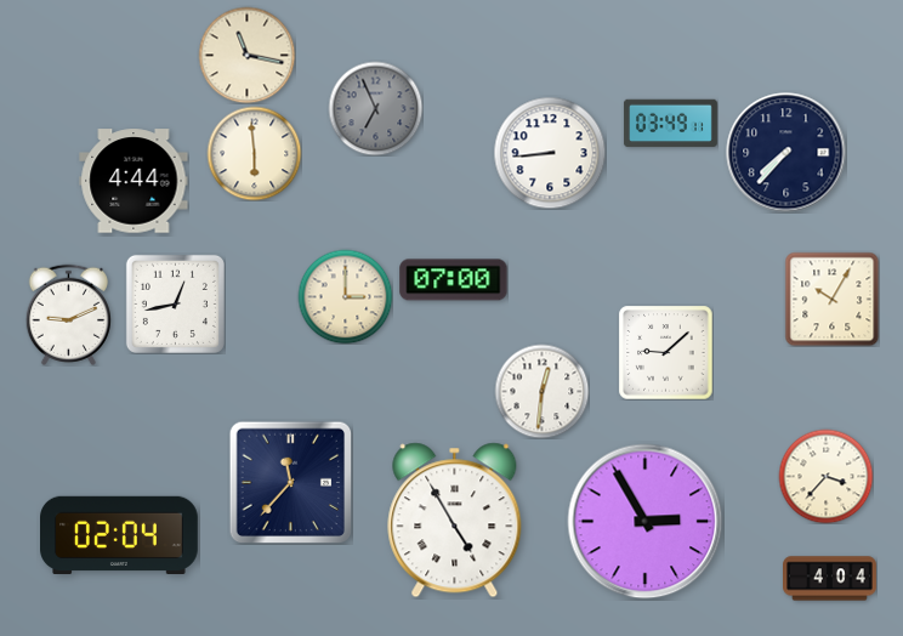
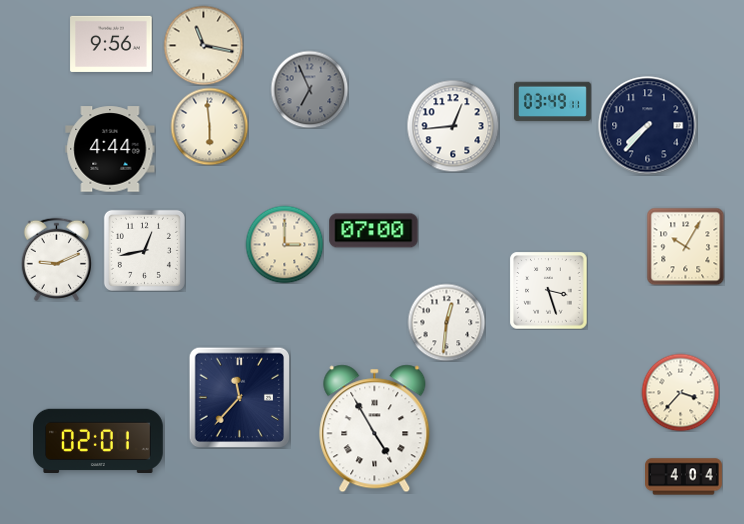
clock at (111, 44): none -> 9:56
clock at (550, 153): 8:44 -> 12:44
clock at (665, 352): 9:08 -> 3:27
clock at (646, 522): 2:55 -> none
clock at (119, 535): 02:04 -> 02:01
